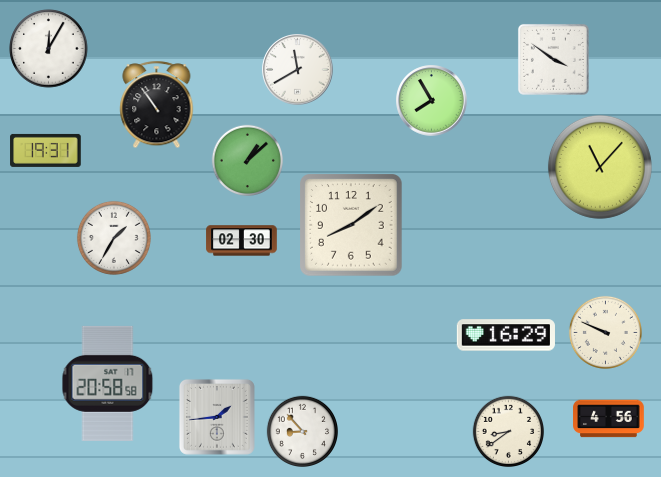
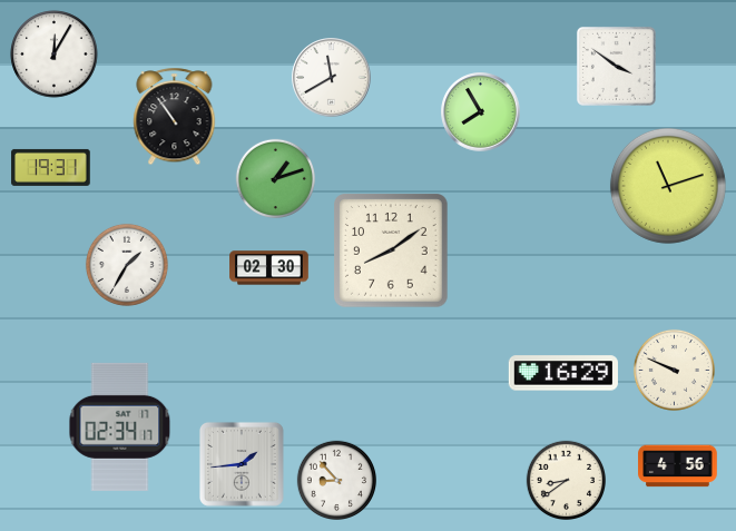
clock at (247, 160): 1:08 -> 1:12
clock at (600, 167): 11:07 -> 11:12
clock at (108, 383): 20:58 -> 02:34
